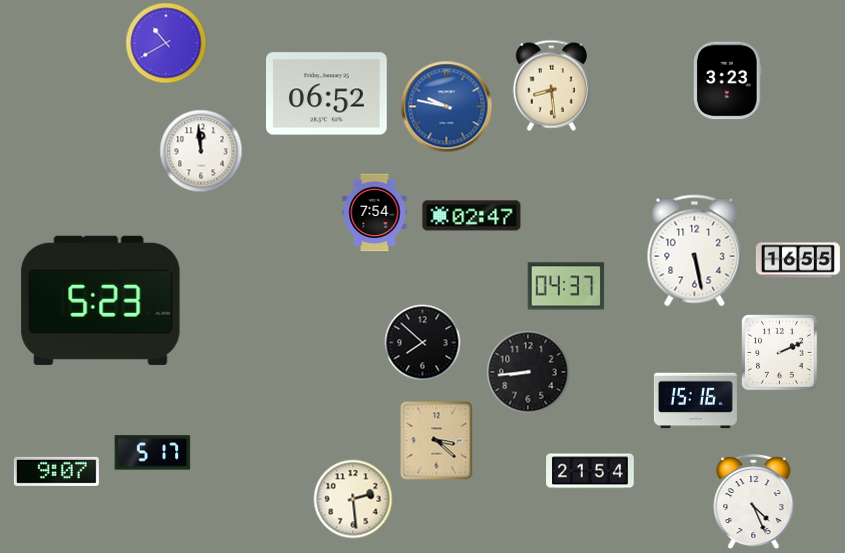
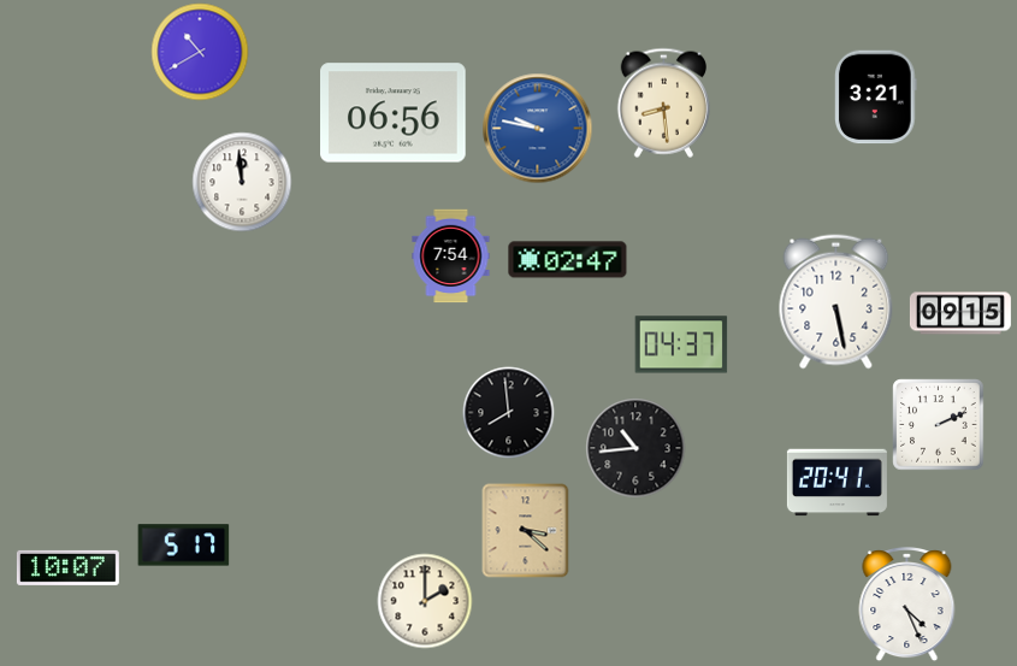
clock at (728, 81): 3:23 -> 3:21
clock at (327, 94): 06:52 -> 06:56
clock at (798, 260): 16:55 -> 09:15
clock at (101, 300): 5:23 -> none
clock at (423, 343): 7:52 -> 7:59
clock at (528, 372): 8:44 -> 10:44
clock at (695, 401): 15:16 -> 20:41
clock at (56, 471): 9:07 -> 10:07
clock at (590, 471): 21:54 -> none
clock at (353, 499): 2:29 -> 2:00
